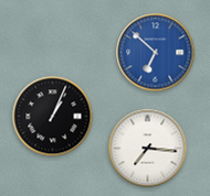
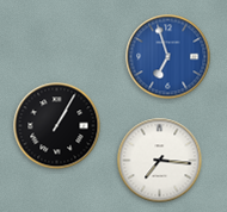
clock at (156, 53): 6:52 -> 6:57
clock at (53, 117): 1:04 -> 1:05
